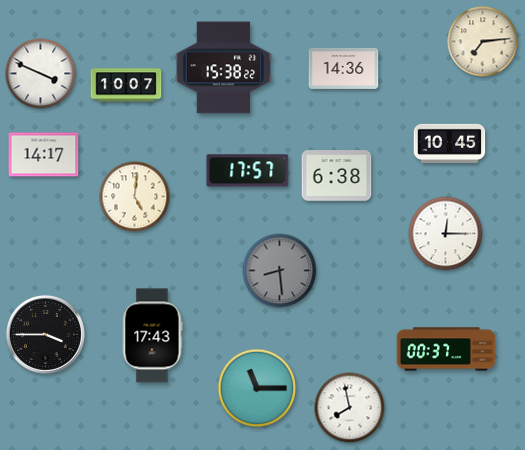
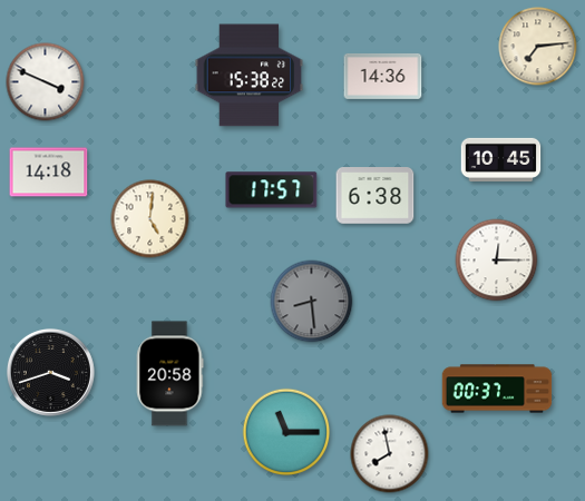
clock at (126, 85): 10:07 -> none
clock at (44, 155): 14:17 -> 14:18
clock at (248, 171) position: (248, 171) -> (272, 190)
clock at (45, 334): 3:45 -> 3:42
clock at (153, 336): 17:43 -> 20:58
